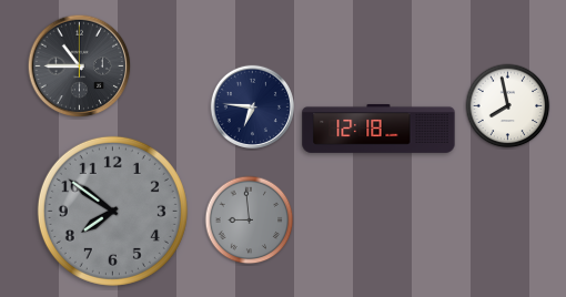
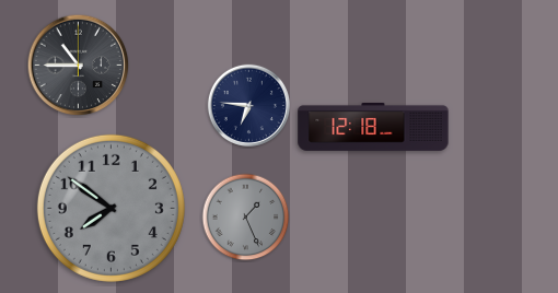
clock at (508, 106): 7:58 -> none
clock at (250, 221): 8:59 -> 1:26
